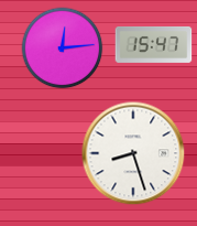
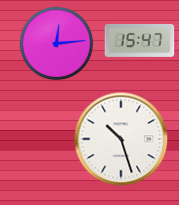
clock at (133, 153): 8:27 -> 10:27
